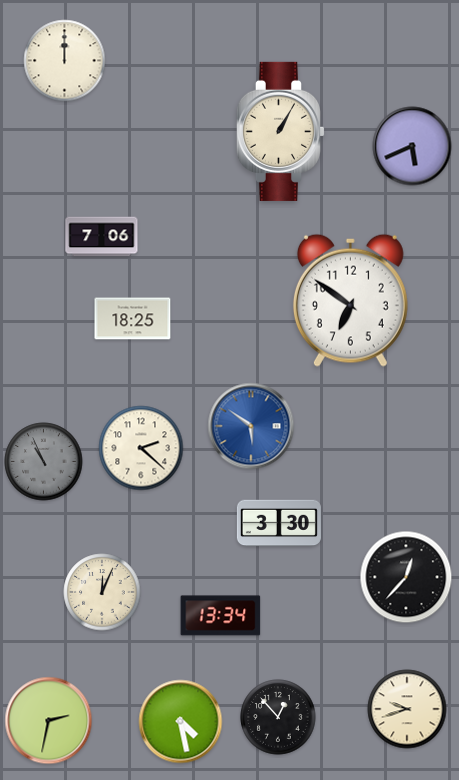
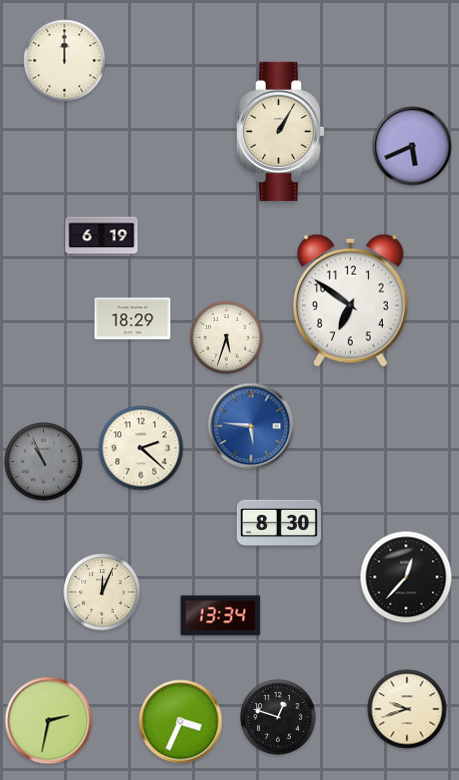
clock at (102, 237): 7:06 -> 6:19
clock at (133, 319): 18:25 -> 18:29
clock at (227, 338): none -> 5:33
clock at (251, 426): 5:51 -> 5:46
clock at (279, 523): 3:30 -> 8:30
clock at (278, 717): 12:53 -> 12:48
clock at (181, 722): 4:28 -> 3:34
